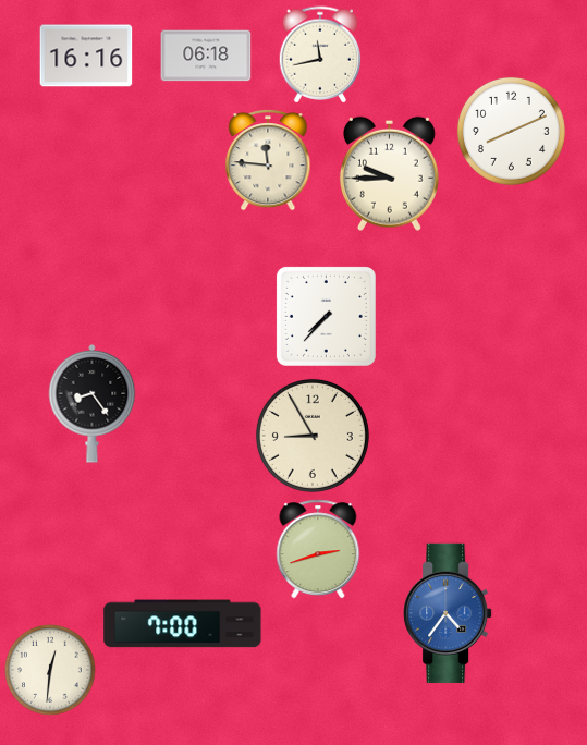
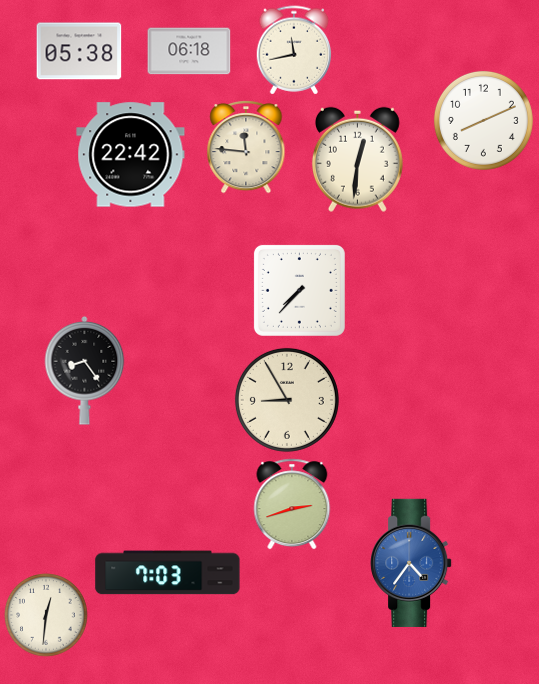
clock at (86, 56): 16:16 -> 05:38
clock at (511, 131) position: (511, 131) -> (483, 120)
clock at (131, 155): none -> 22:42
clock at (389, 173): 9:45 -> 12:31
clock at (183, 624): 7:00 -> 7:03
